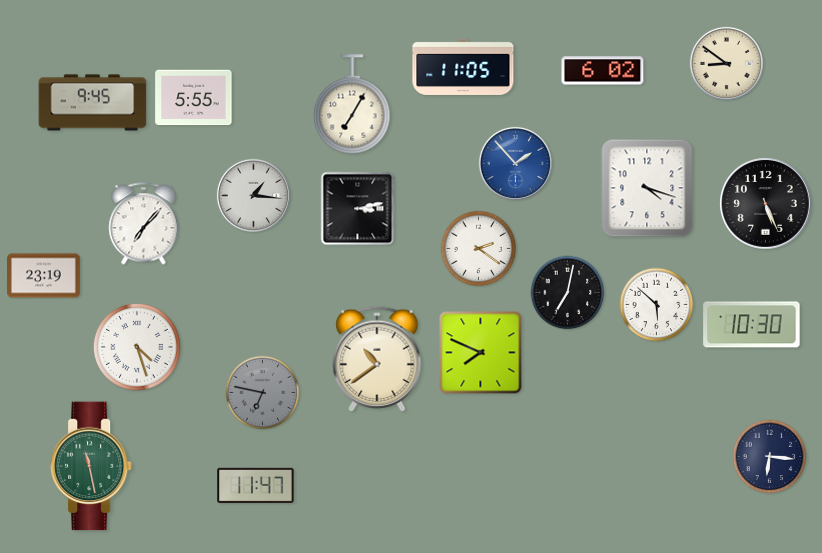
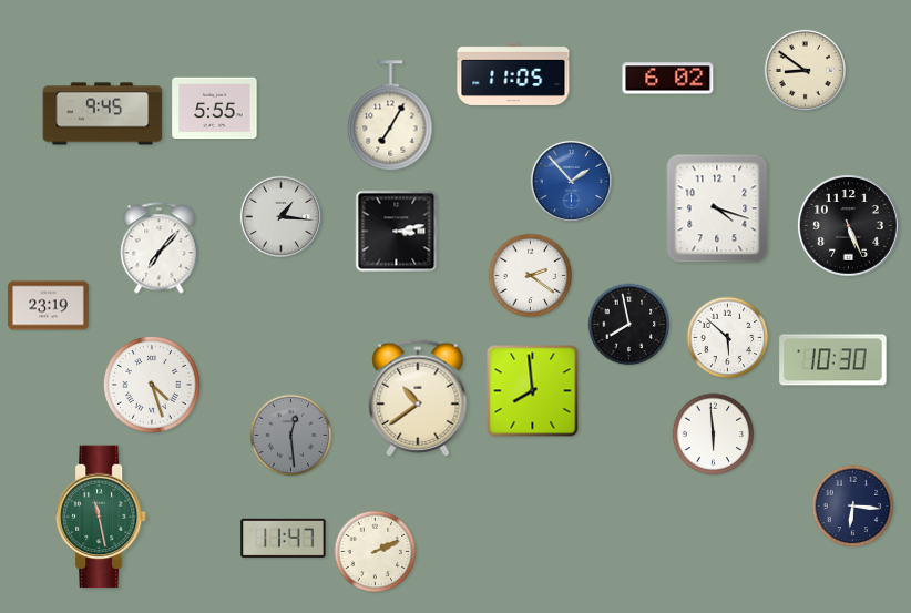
clock at (568, 293): 7:02 -> 7:58
clock at (481, 353): 7:49 -> 7:59
clock at (714, 435): none -> 5:59
clock at (263, 393): 6:47 -> 12:29
clock at (376, 552): none -> 2:11
